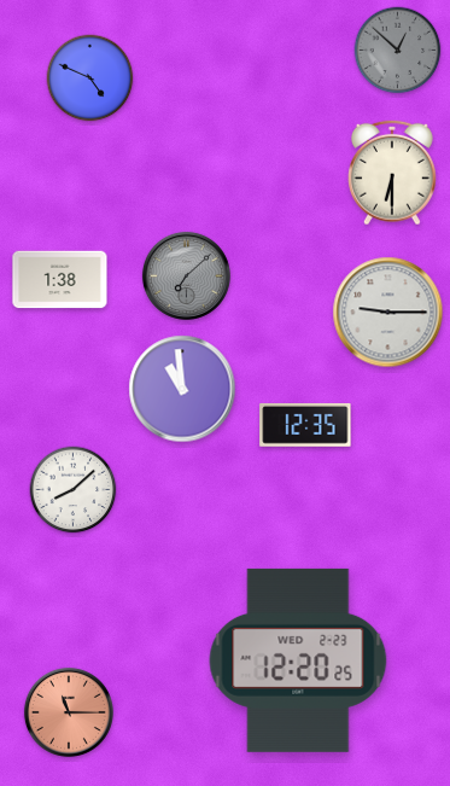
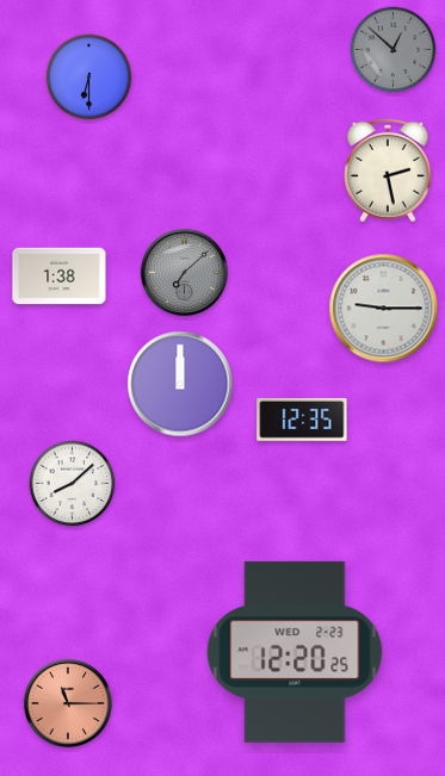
clock at (90, 78): 4:49 -> 6:30
clock at (393, 173): 6:30 -> 2:28
clock at (182, 389): 10:59 -> 12:00
